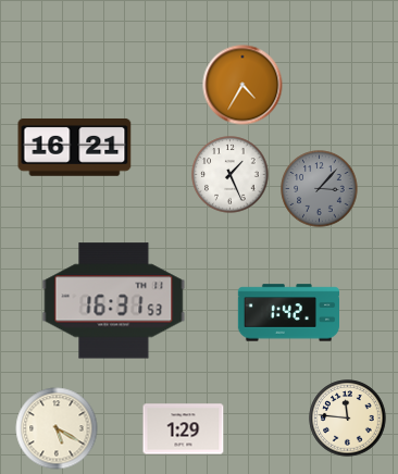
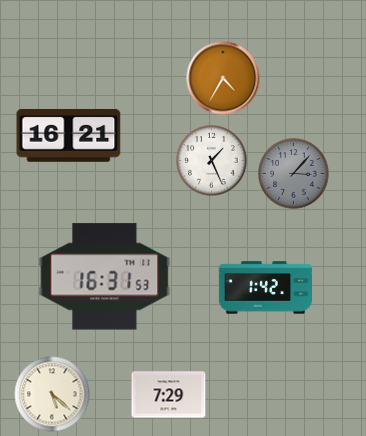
clock at (348, 419): 11:46 -> none
clock at (57, 428): 5:20 -> 5:22
clock at (184, 429): 1:29 -> 7:29
